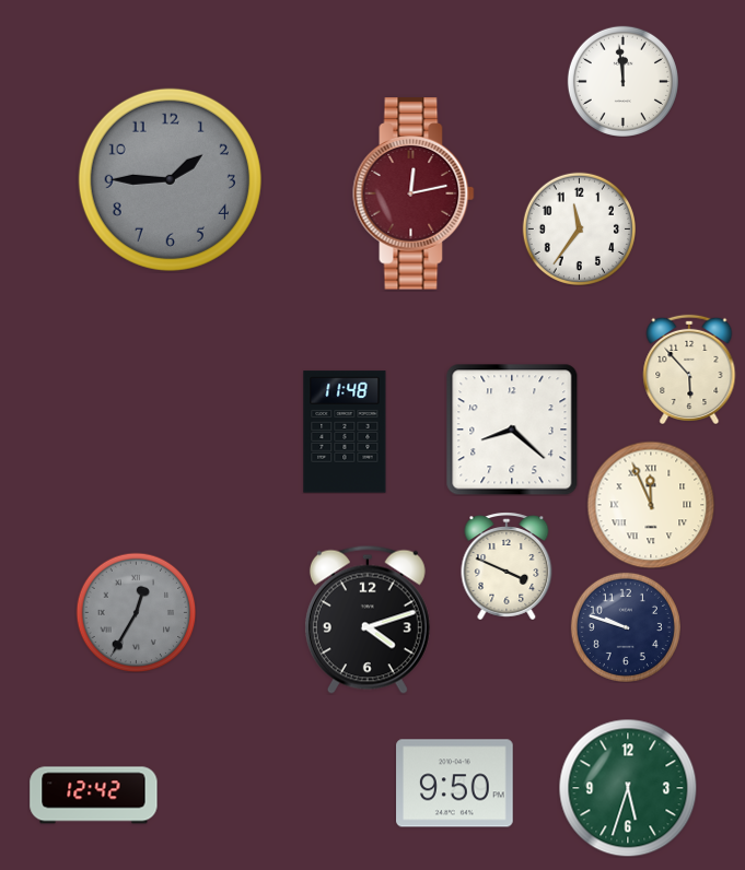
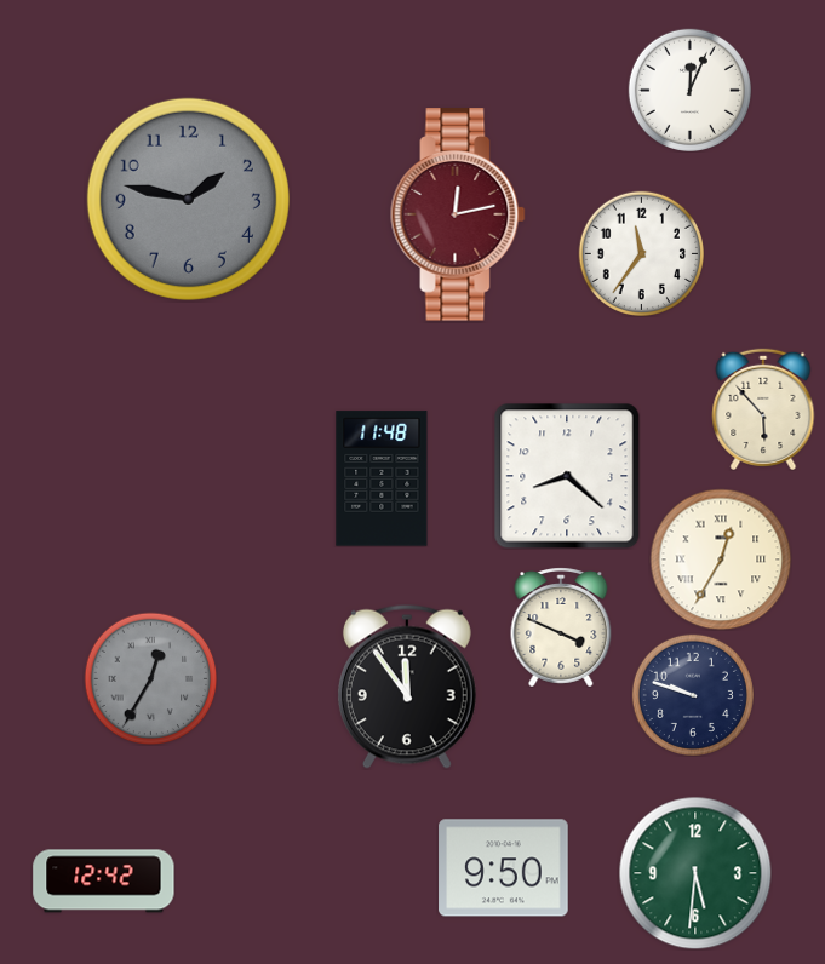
clock at (622, 81): 11:59 -> 12:04
clock at (170, 179): 1:45 -> 1:47
clock at (651, 505): 11:56 -> 12:35
clock at (368, 620): 4:12 -> 11:54
clock at (628, 788): 5:33 -> 5:31
